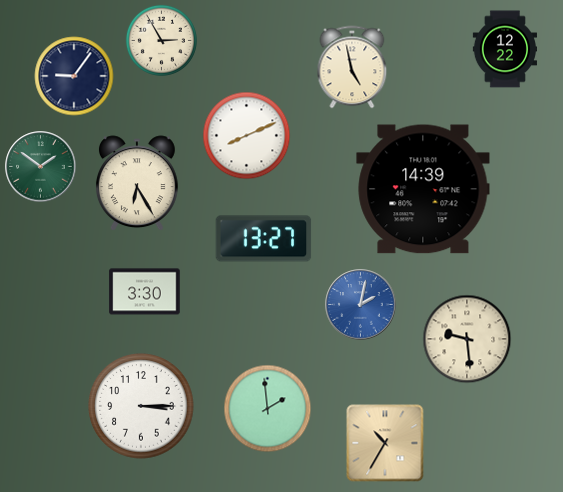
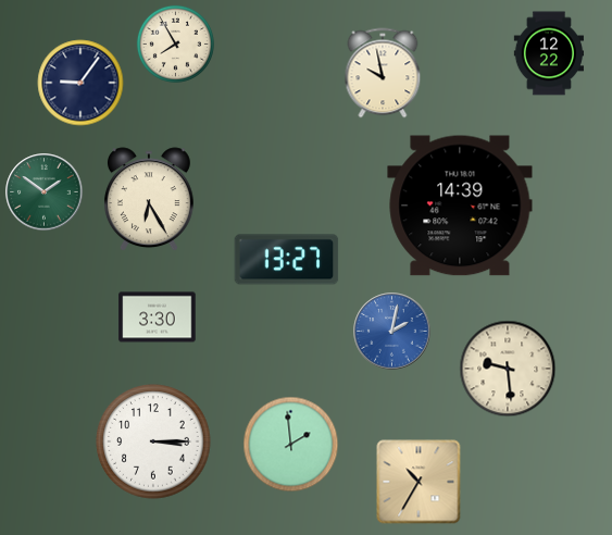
clock at (161, 40): 2:55 -> 7:55
clock at (352, 67): 4:58 -> 9:58
clock at (247, 136): 8:11 -> none
clock at (41, 167) position: (41, 167) -> (45, 192)
